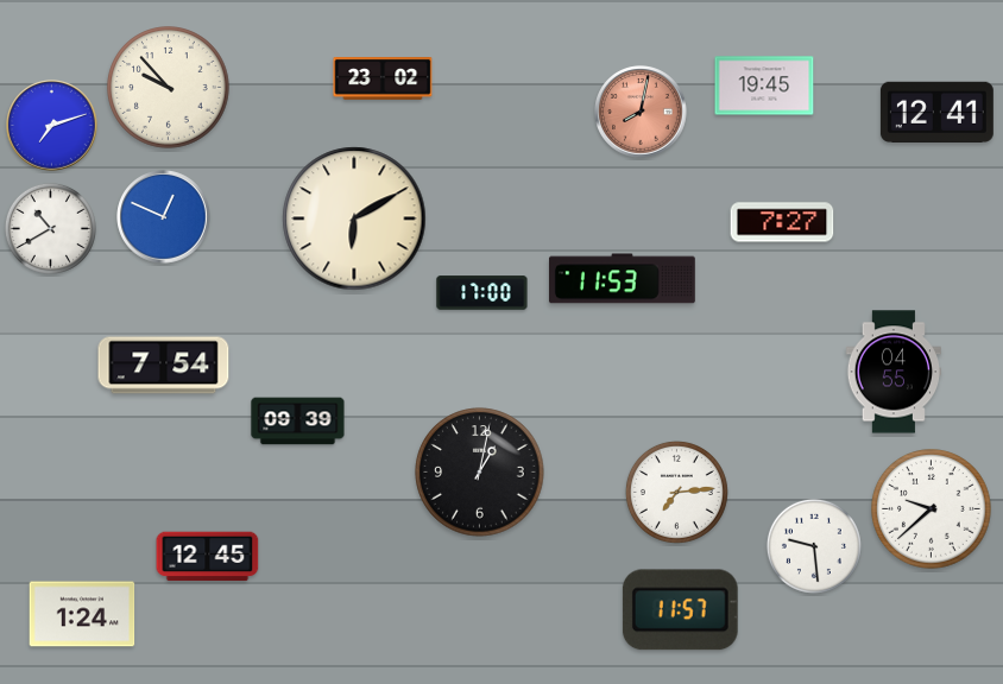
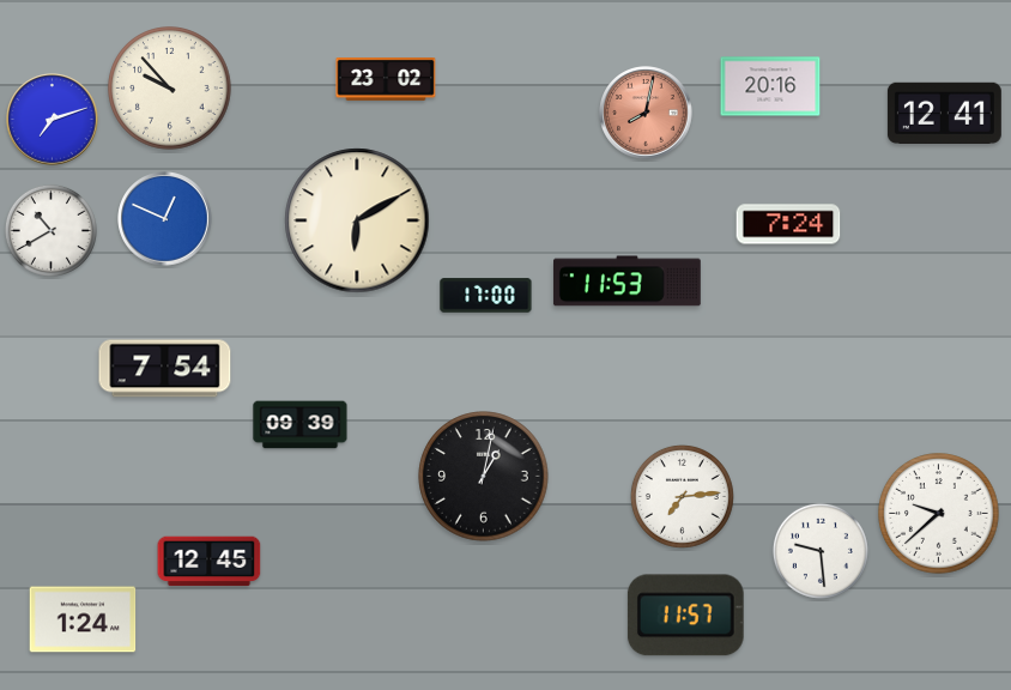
clock at (764, 85): 19:45 -> 20:16
clock at (52, 126) position: (52, 126) -> (53, 120)
clock at (782, 222): 7:27 -> 7:24
clock at (892, 372): 04:55 -> none
